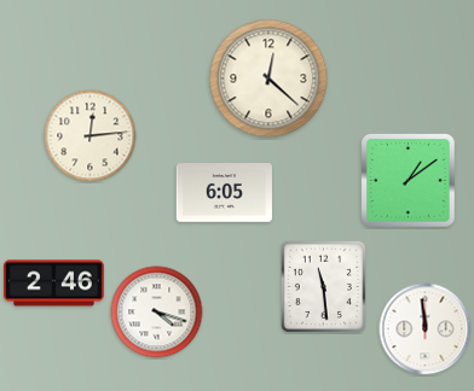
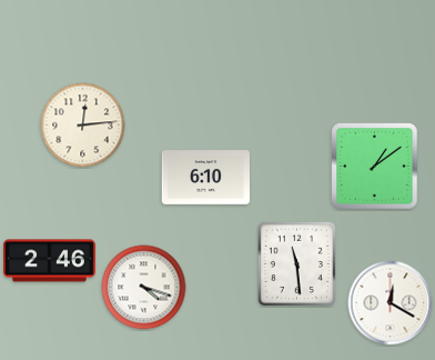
clock at (268, 78): 12:22 -> none
clock at (224, 193): 6:05 -> 6:10
clock at (426, 329): 11:59 -> 12:20
